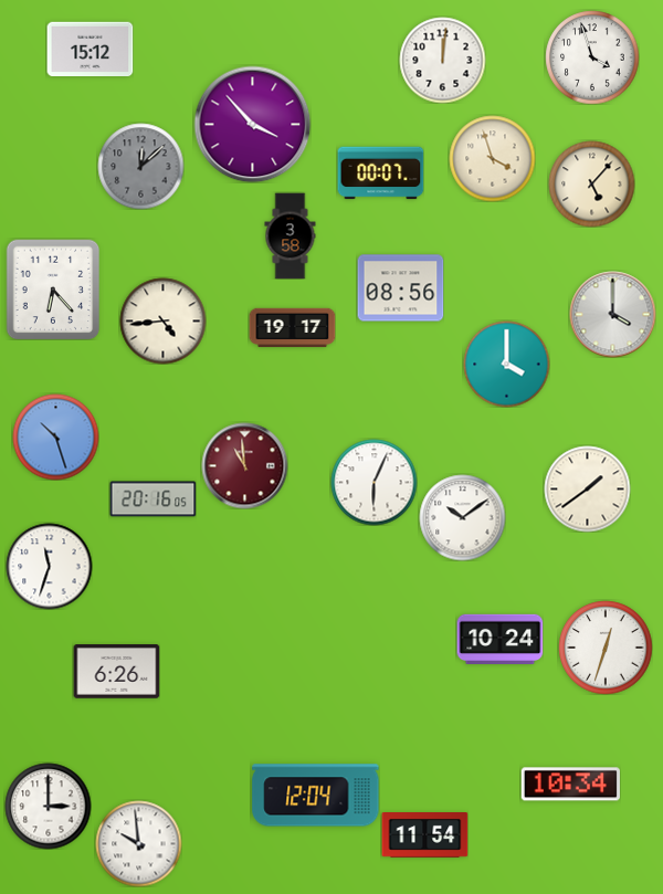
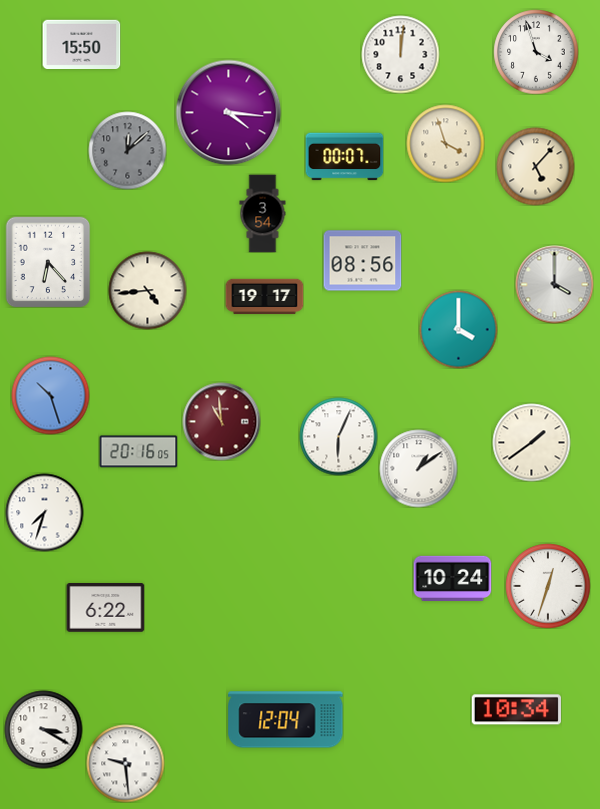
clock at (90, 49): 15:12 -> 15:50
clock at (252, 124): 3:53 -> 4:16
clock at (291, 235): 3:58 -> 3:54
clock at (462, 517): 10:09 -> 1:09
clock at (49, 566): 11:33 -> 7:33
clock at (116, 672): 6:26 -> 6:22
clock at (48, 806): 3:00 -> 3:20
clock at (424, 835): 11:54 -> none
clock at (138, 843): 9:59 -> 9:29
